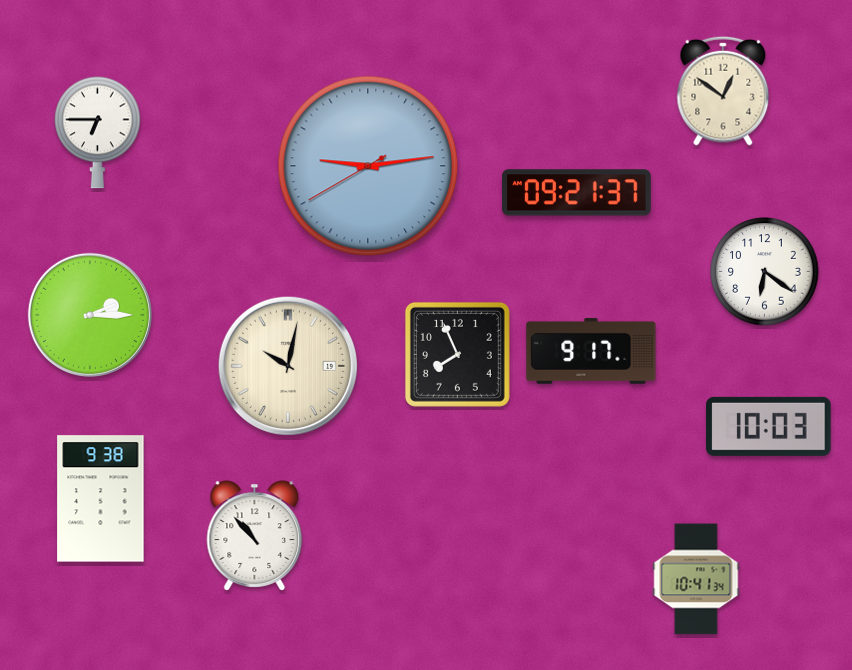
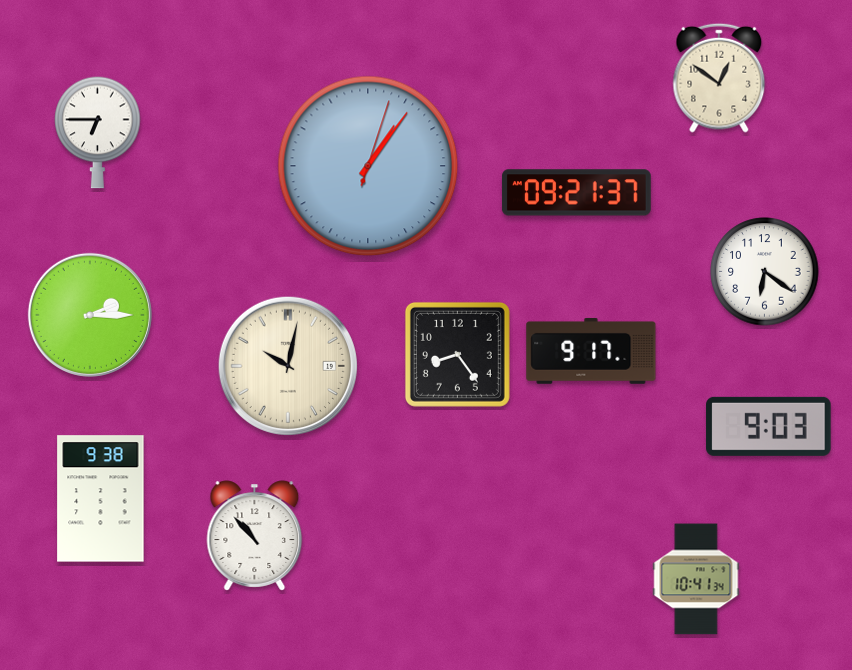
clock at (723, 91) position: (723, 91) -> (719, 78)
clock at (368, 166): 9:13 -> 1:06
clock at (457, 354): 7:56 -> 8:24
clock at (769, 426): 10:03 -> 9:03
